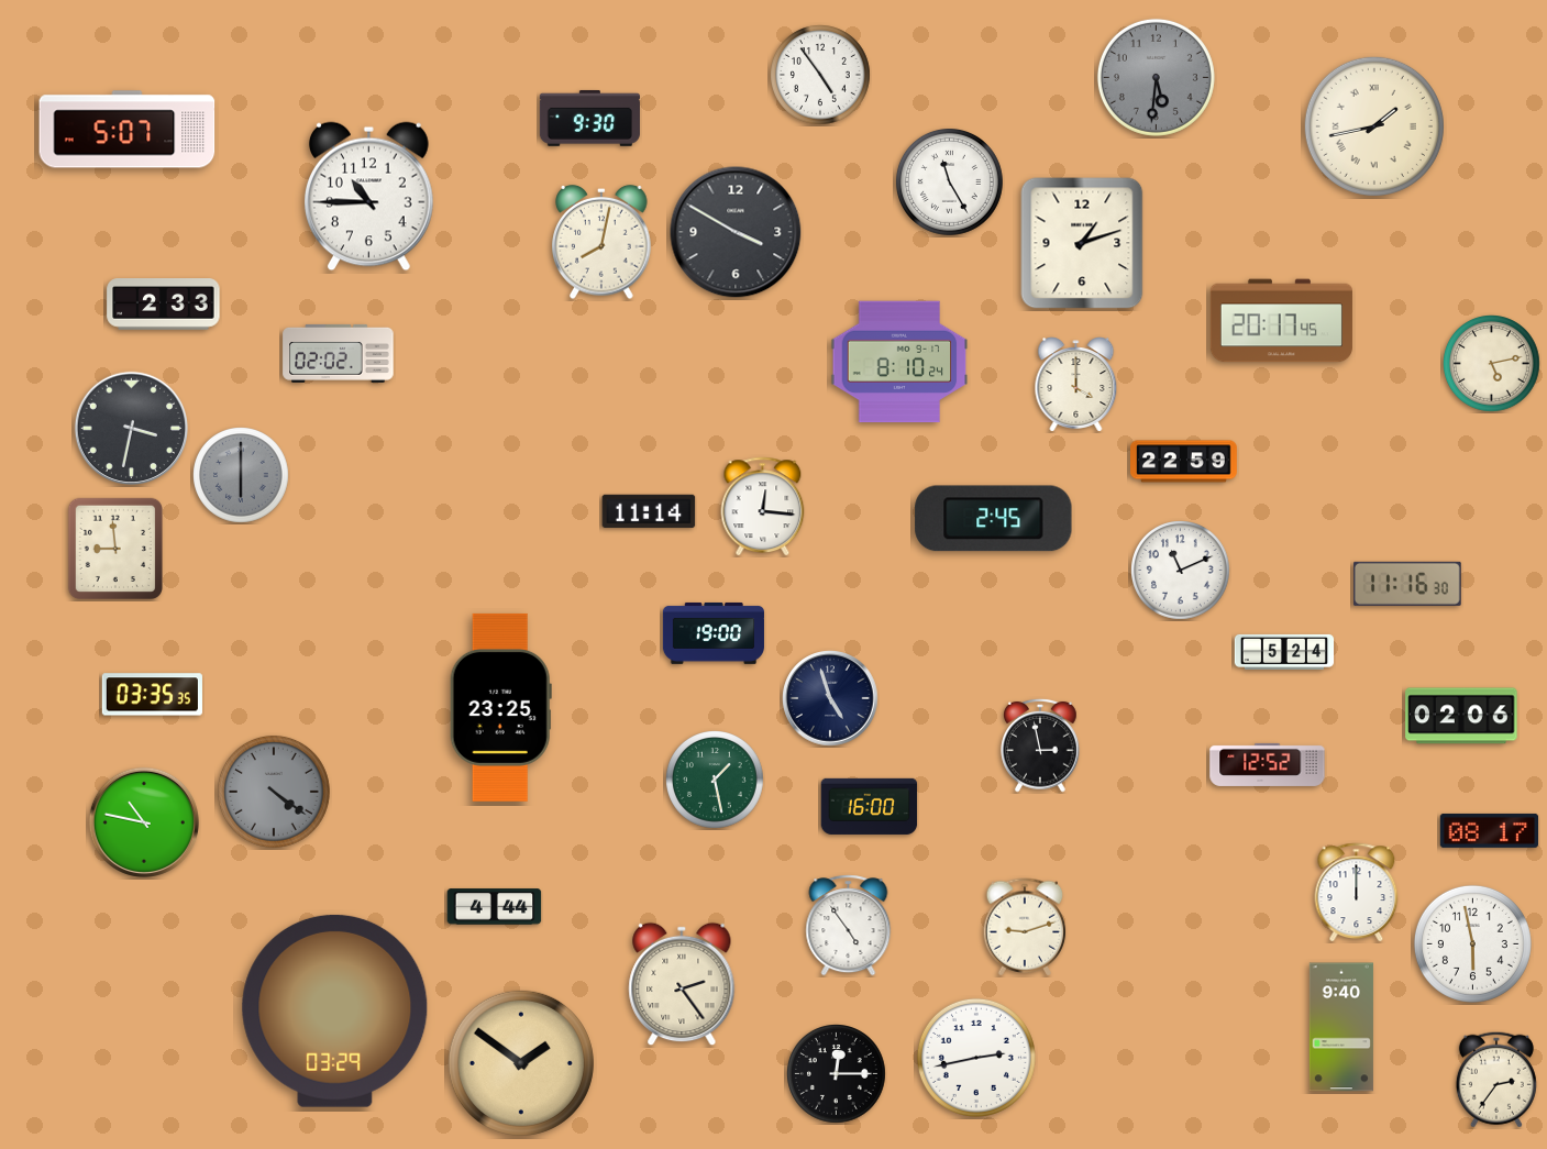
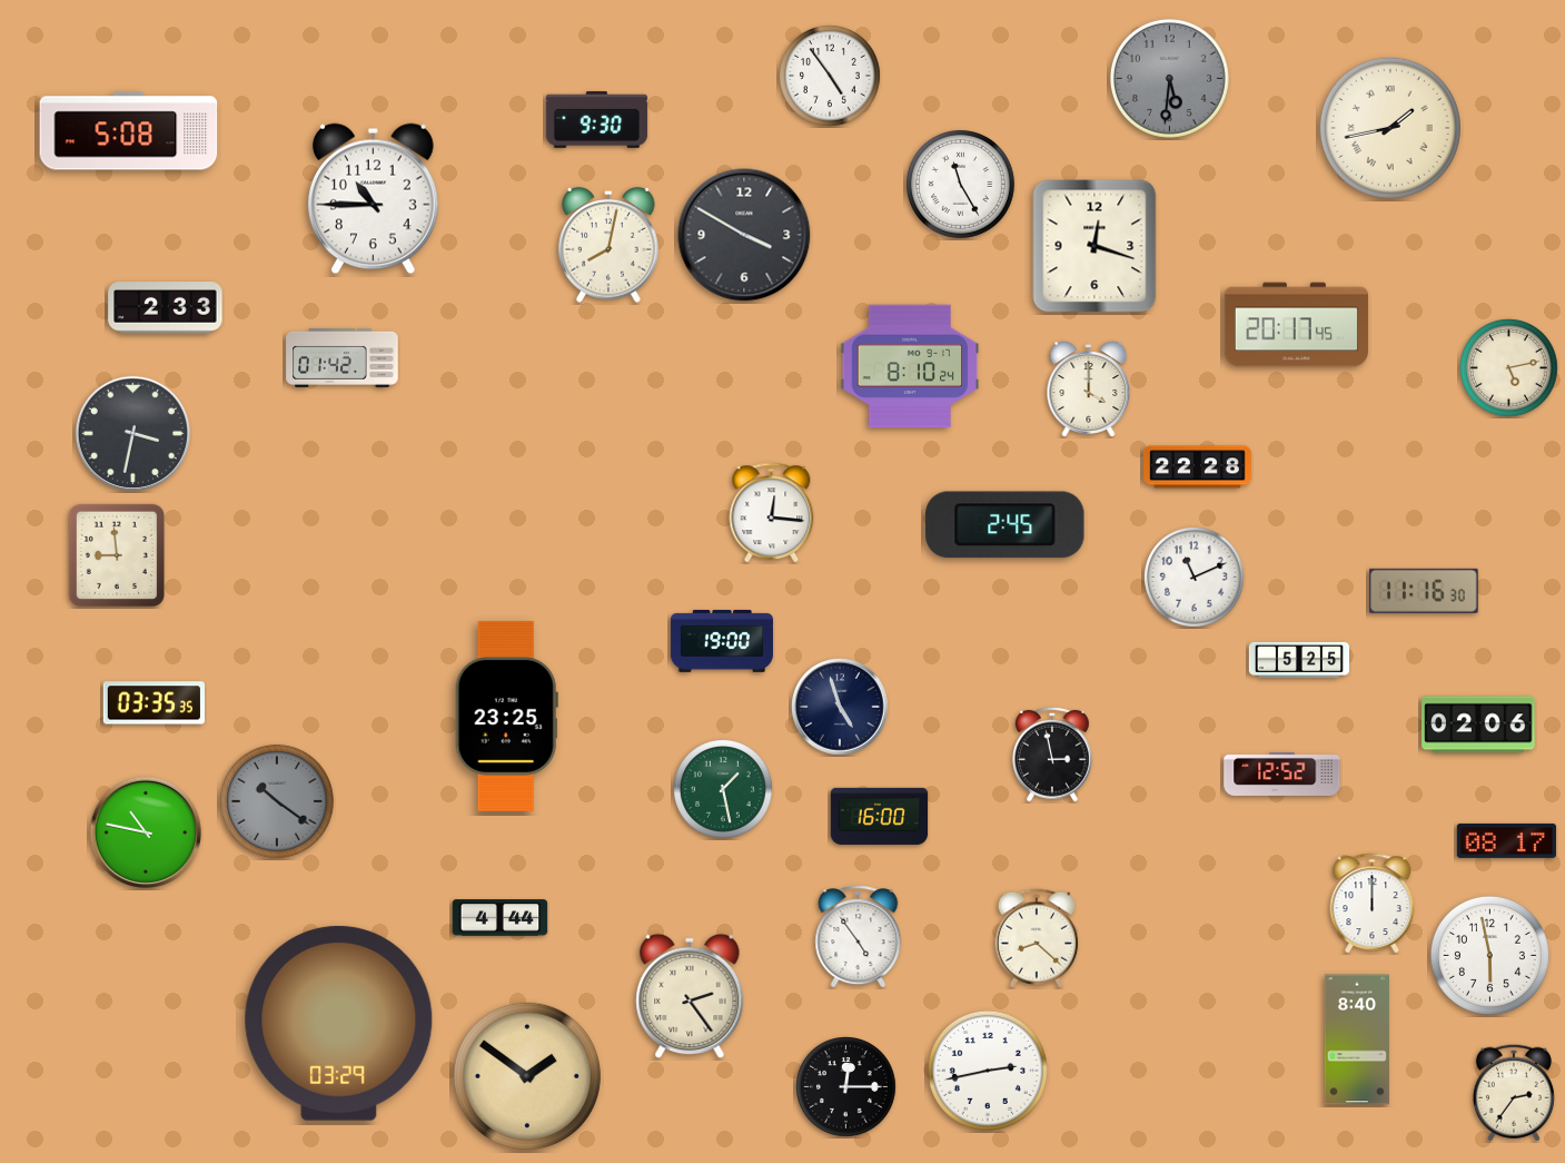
clock at (128, 130): 5:07 -> 5:08
clock at (1082, 243): 1:12 -> 12:18
clock at (339, 353): 02:02 -> 01:42
clock at (1184, 462): 22:59 -> 22:28
clock at (241, 475): 6:00 -> none
clock at (649, 511): 11:14 -> none
clock at (1284, 652): 5:24 -> 5:25
clock at (274, 792): 4:21 -> 10:21
clock at (1025, 927): 9:12 -> 8:22
clock at (1341, 1027): 9:40 -> 8:40
